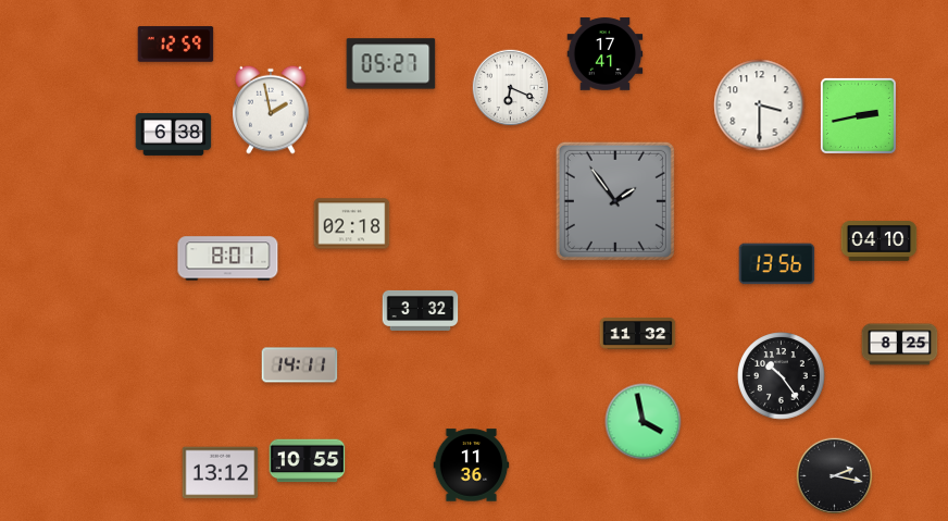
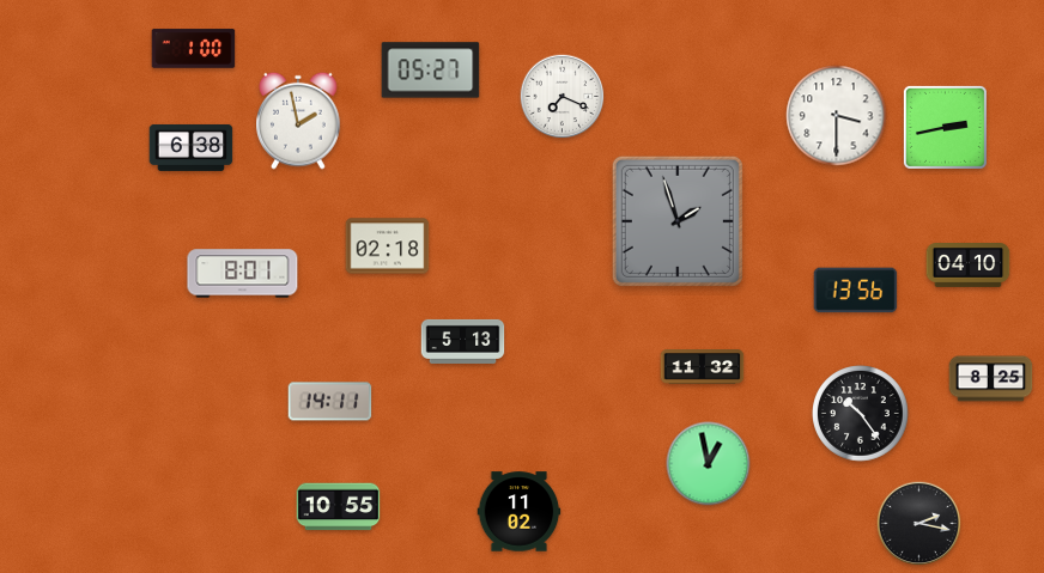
clock at (176, 45): 12:59 -> 1:00
clock at (606, 54): 17:41 -> none
clock at (511, 88): 6:19 -> 7:19
clock at (615, 201): 1:54 -> 1:57
clock at (228, 259) position: (228, 259) -> (243, 274)
clock at (421, 310): 3:32 -> 5:13
clock at (644, 422): 3:58 -> 12:58
clock at (472, 466): 11:36 -> 11:02
clock at (221, 473): 13:12 -> none
